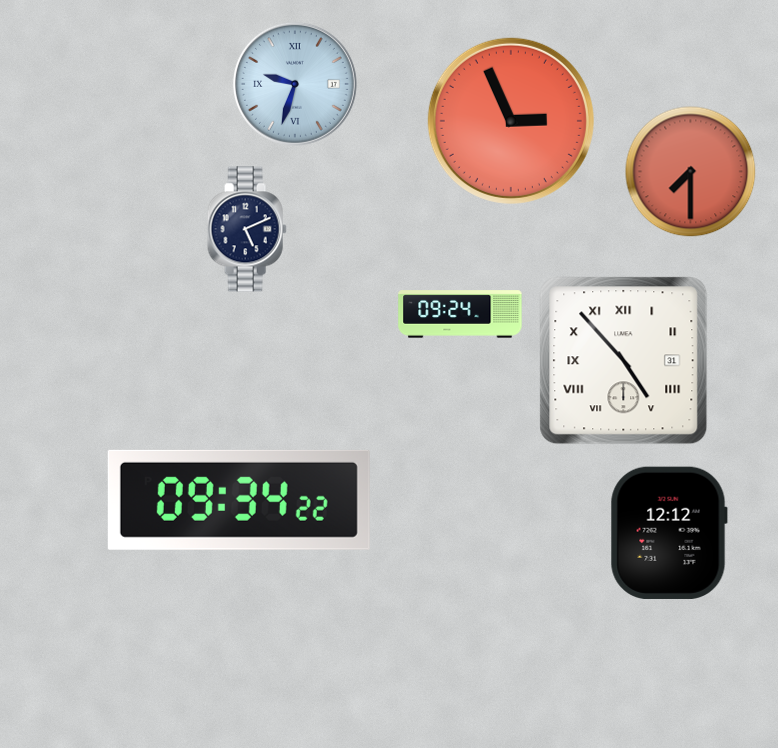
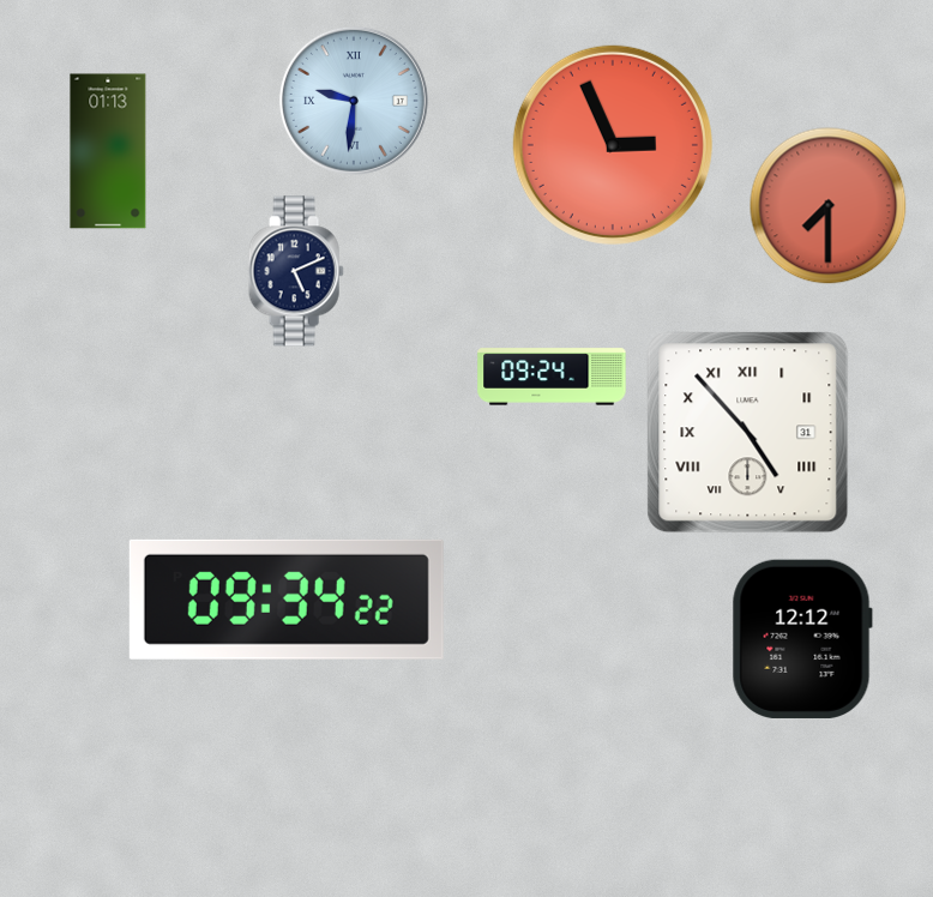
clock at (295, 84): 9:33 -> 9:31
clock at (108, 151): none -> 01:13
clock at (247, 229) position: (247, 229) -> (296, 271)
